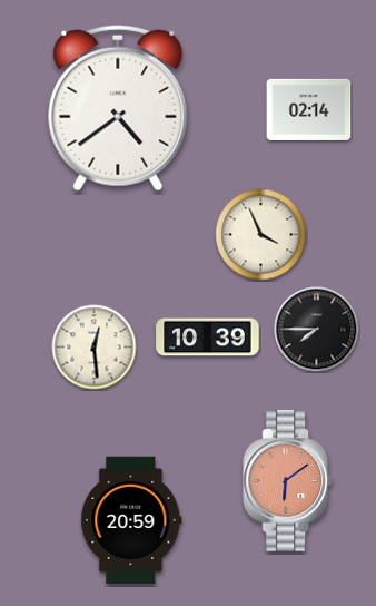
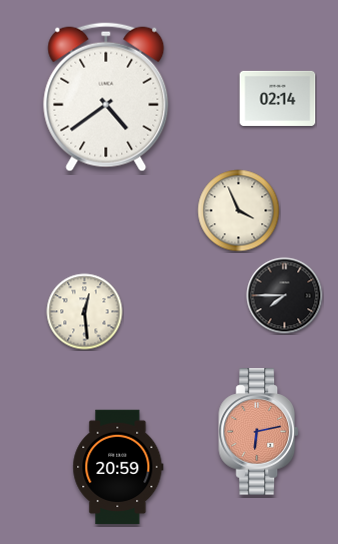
clock at (261, 235) position: (261, 235) -> (239, 211)
clock at (208, 338): 10:39 -> none
clock at (287, 481): 6:09 -> 6:13
